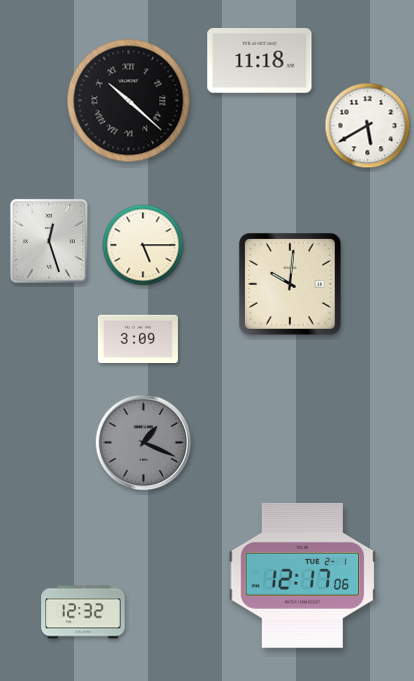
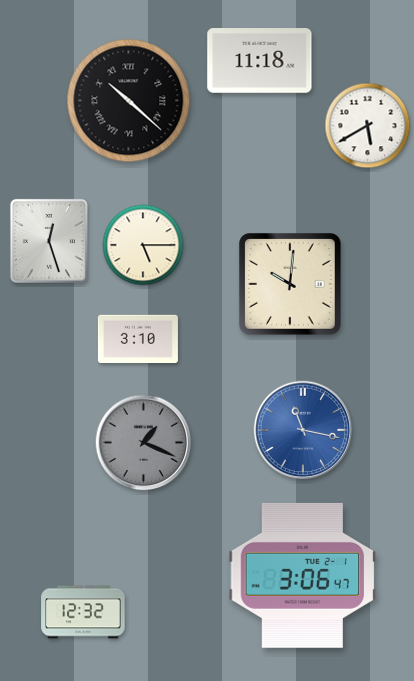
clock at (138, 338): 3:09 -> 3:10
clock at (303, 430): none -> 11:17
clock at (303, 575): 12:17 -> 3:06
